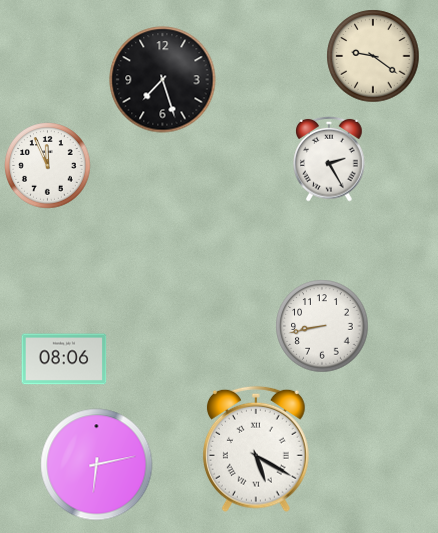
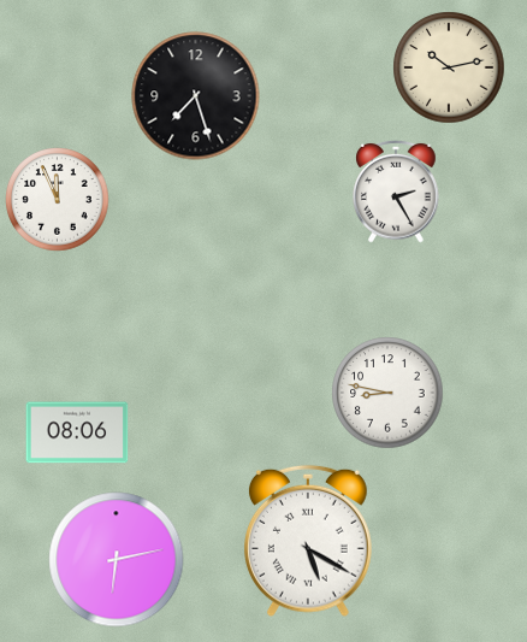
clock at (373, 56): 9:21 -> 10:13
clock at (322, 326): 8:43 -> 8:47
